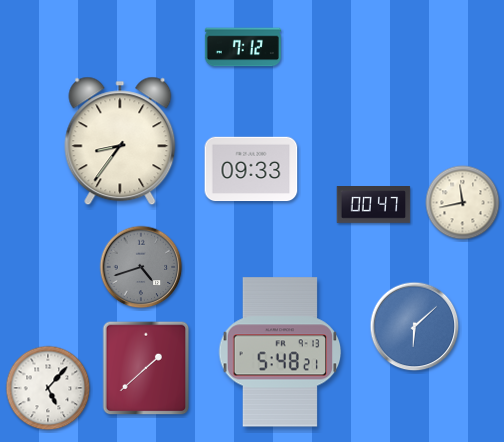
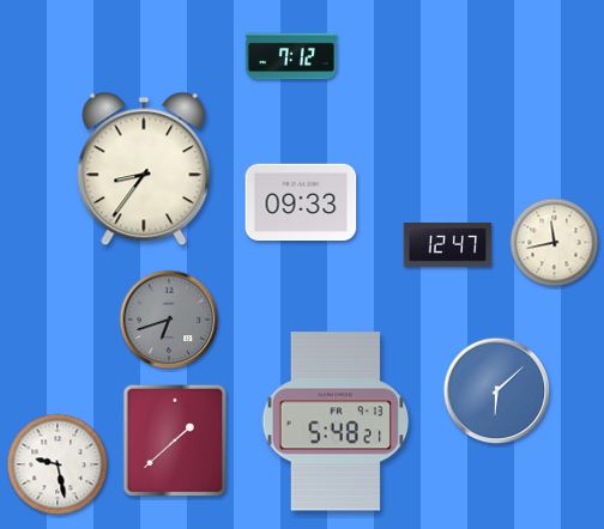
clock at (374, 205): 00:47 -> 12:47
clock at (141, 267): 4:42 -> 6:42
clock at (48, 388): 5:07 -> 9:28
